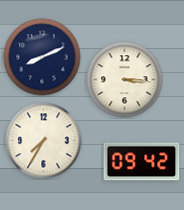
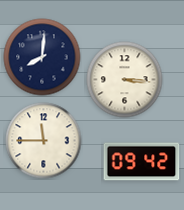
clock at (42, 57): 8:11 -> 8:01
clock at (44, 141): 7:35 -> 11:45
